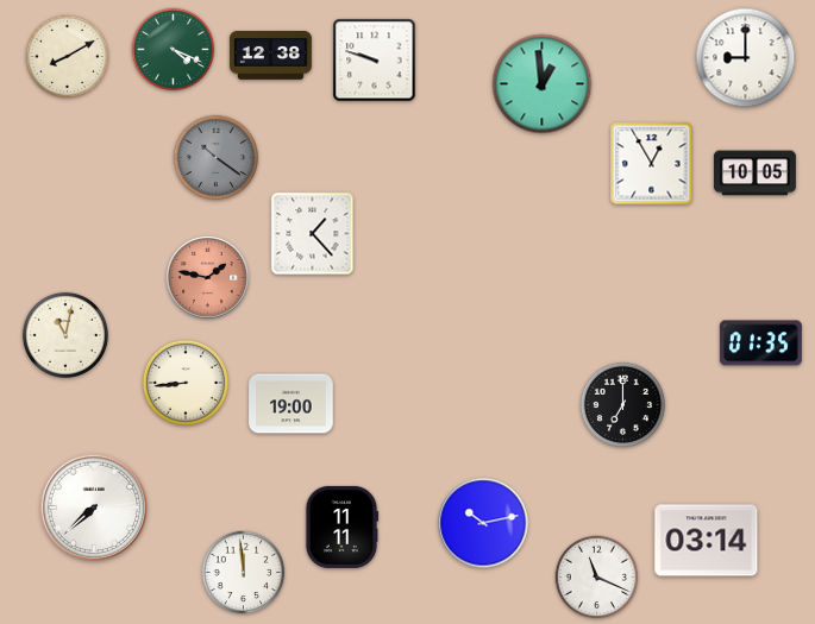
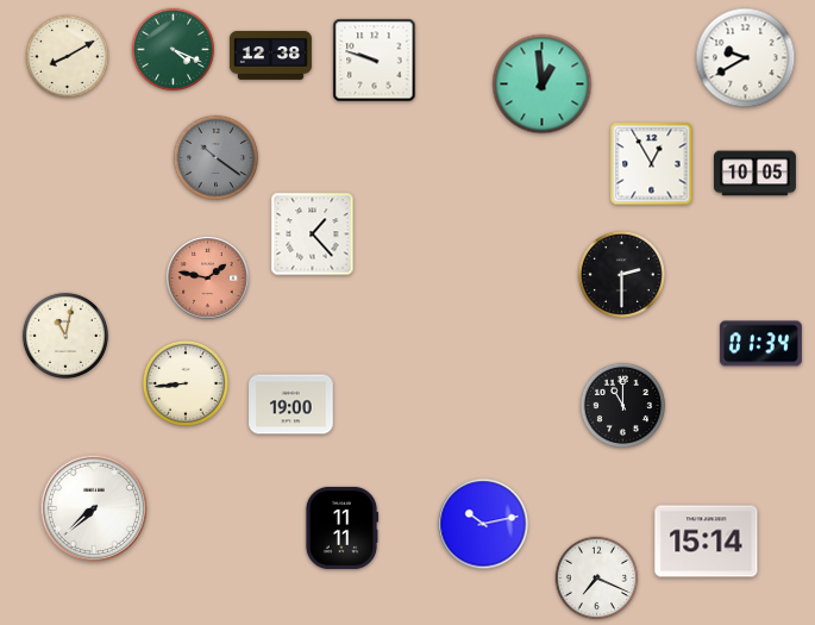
clock at (746, 58): 9:00 -> 9:40
clock at (621, 274): none -> 2:30
clock at (760, 343): 01:35 -> 01:34
clock at (622, 404): 7:00 -> 11:00
clock at (707, 541): 03:14 -> 15:14
clock at (244, 573): 11:59 -> none
clock at (597, 578): 11:19 -> 7:19
